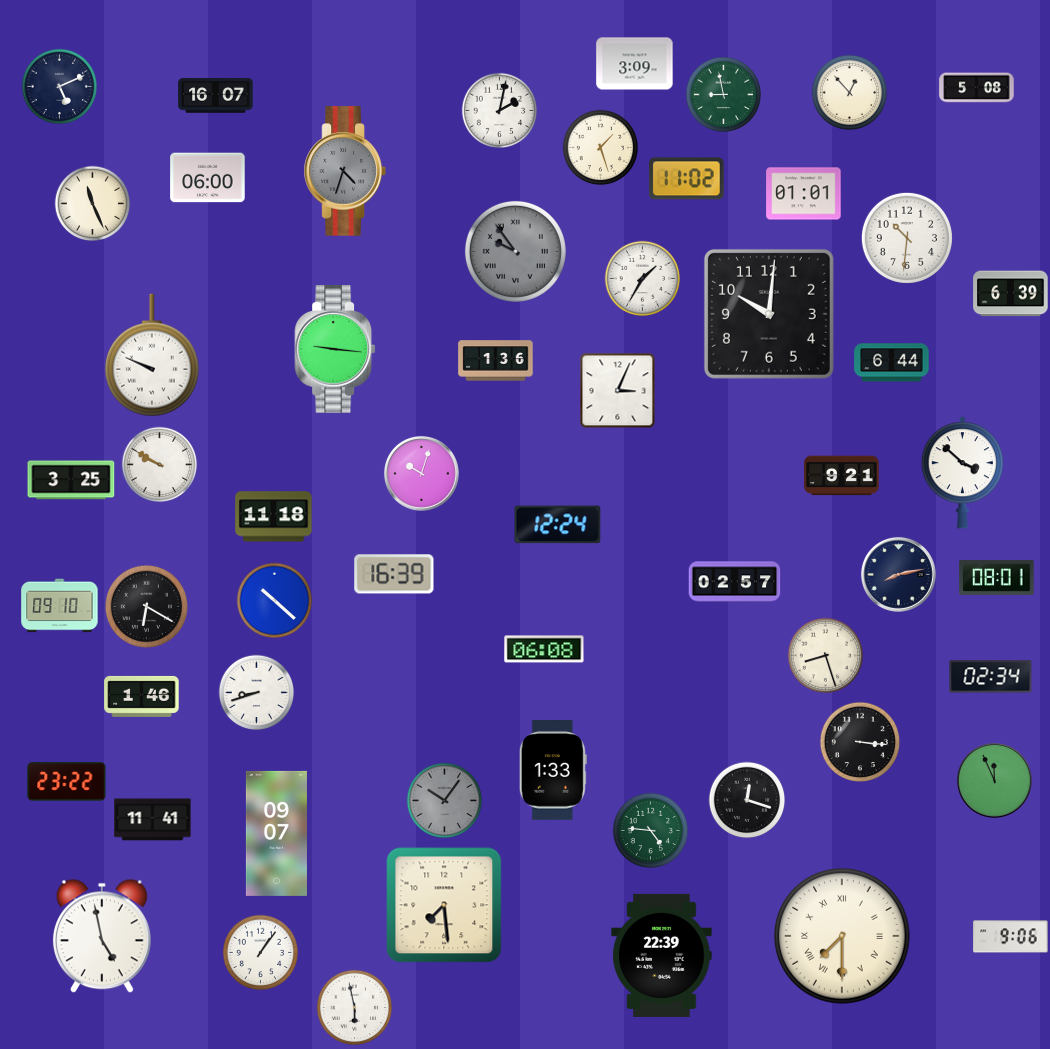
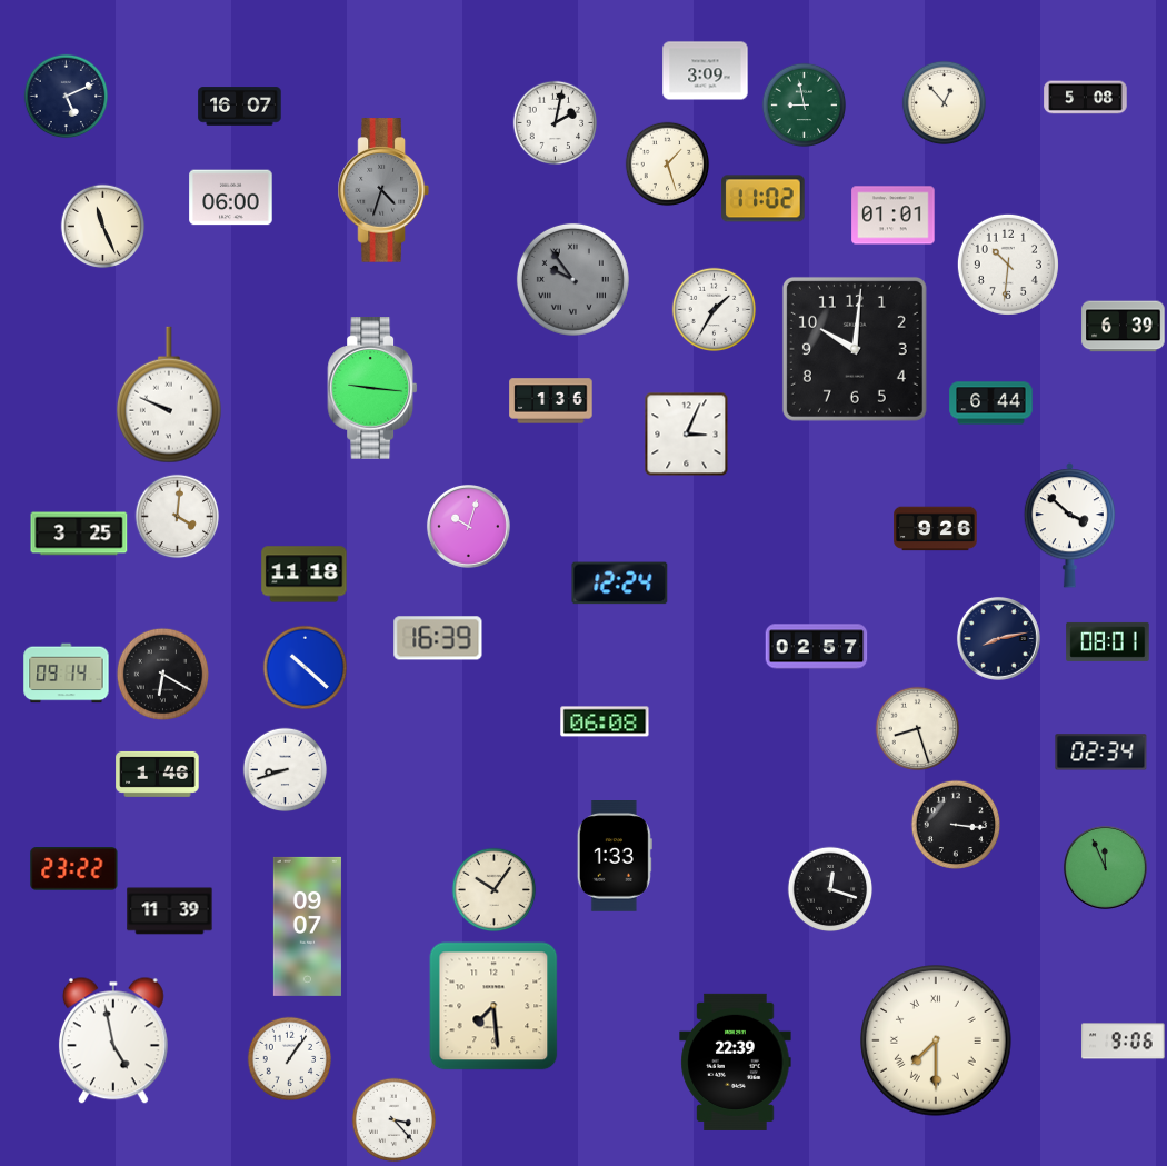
clock at (160, 465): 9:50 -> 4:01
clock at (842, 476): 9:21 -> 9:26
clock at (60, 606): 09:10 -> 09:14
clock at (445, 801) dial: grey -> cream
clock at (153, 820): 11:41 -> 11:39
clock at (651, 831): 4:46 -> none
clock at (355, 1008): 5:58 -> 3:23
